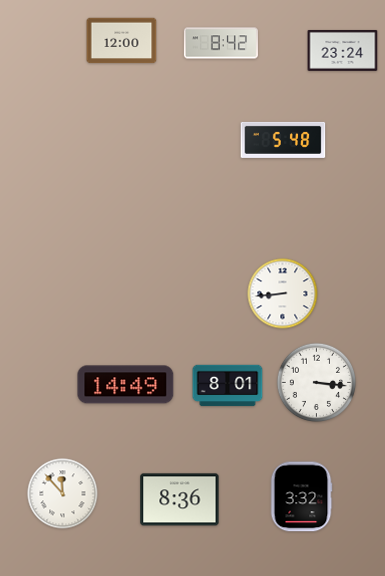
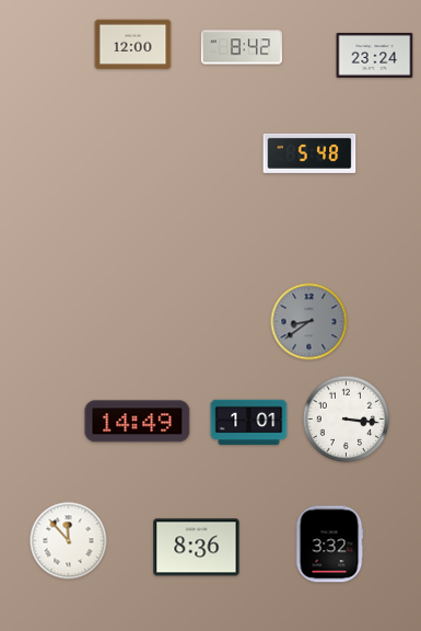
clock at (283, 294): 8:44 -> 8:39
clock at (283, 294) dial: white -> grey
clock at (228, 386): 8:01 -> 1:01
